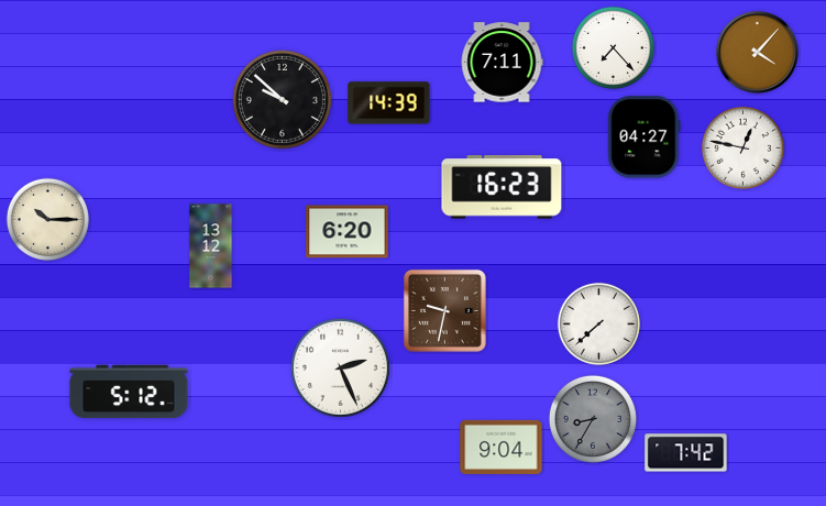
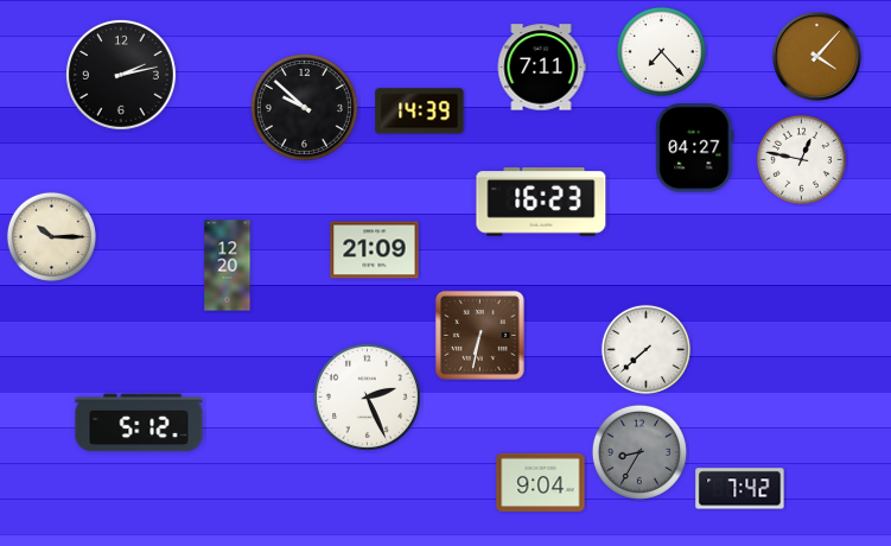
clock at (121, 75): none -> 2:13
clock at (348, 232): 6:20 -> 21:09
clock at (211, 246): 13:12 -> 12:20
clock at (444, 310): 9:32 -> 6:32
